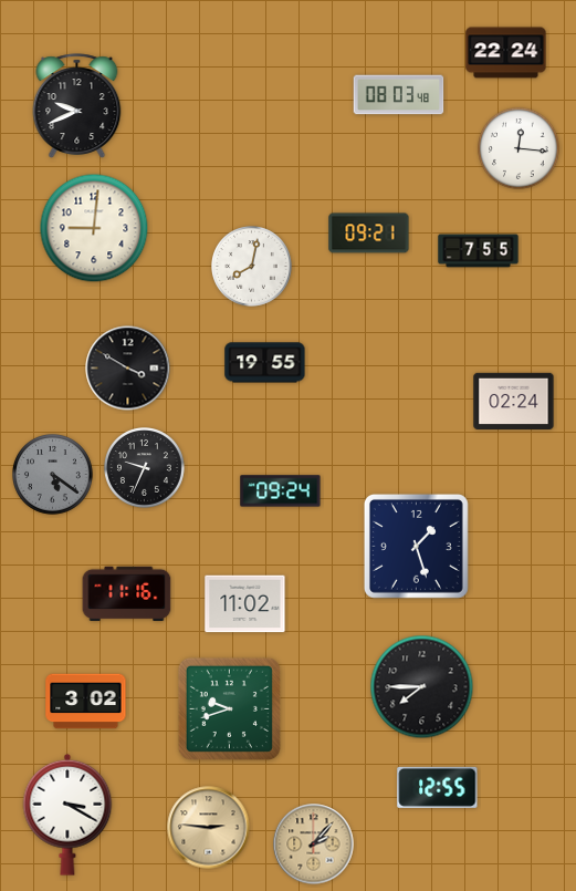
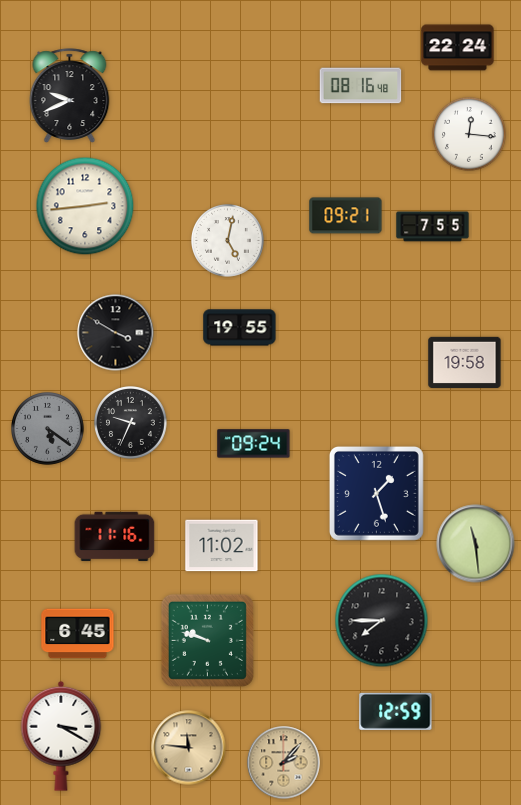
clock at (399, 95): 08:03 -> 08:16
clock at (94, 228): 9:01 -> 2:44
clock at (369, 234) position: (369, 234) -> (346, 216)
clock at (252, 267): 8:02 -> 5:02
clock at (514, 401): 02:24 -> 19:58
clock at (476, 544): none -> 11:29
clock at (86, 702): 3:02 -> 6:45
clock at (229, 708): 9:42 -> 9:48
clock at (438, 787): 12:55 -> 12:59
clock at (209, 828): 2:46 -> 11:46
